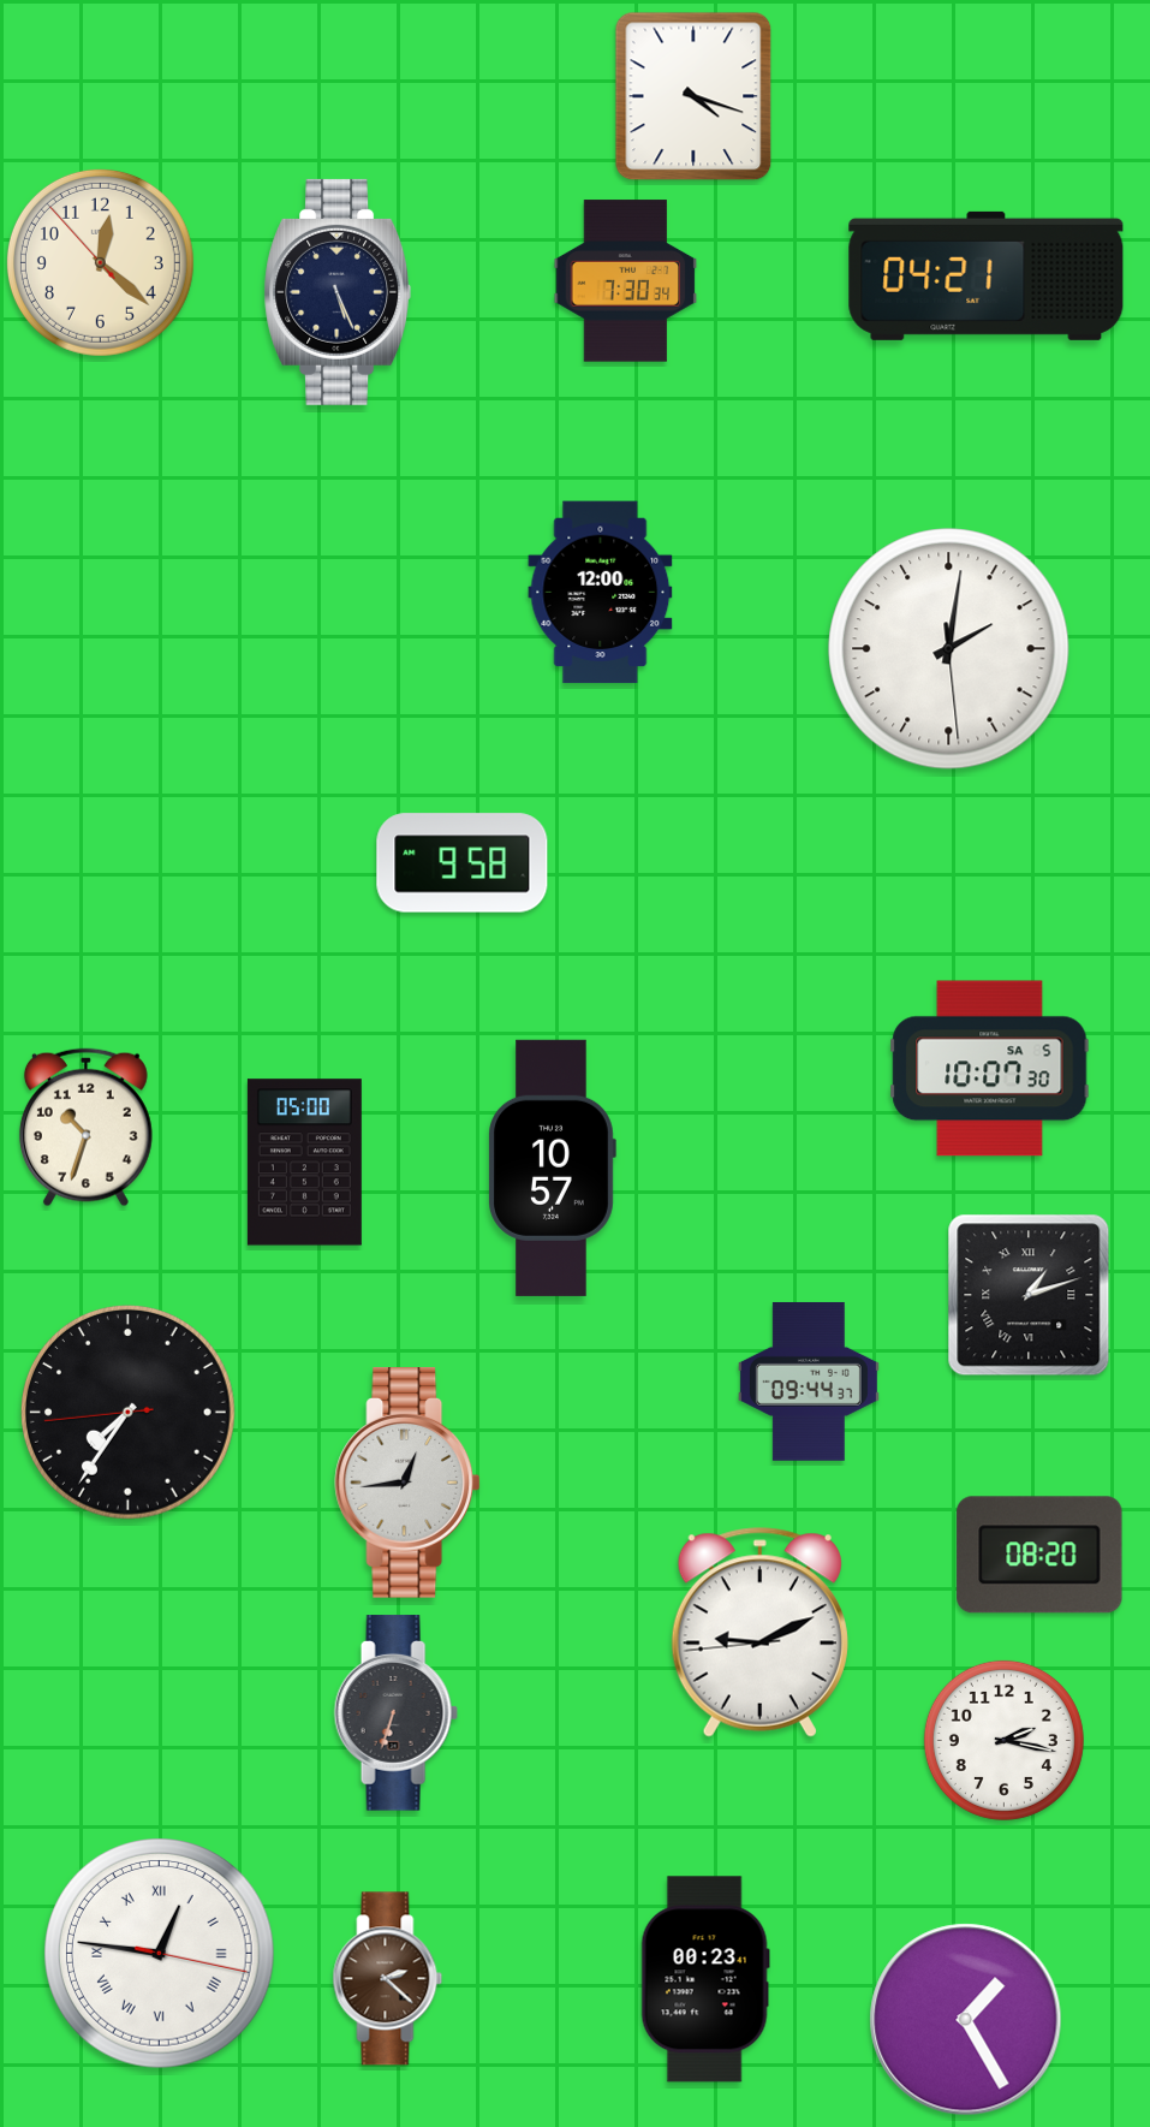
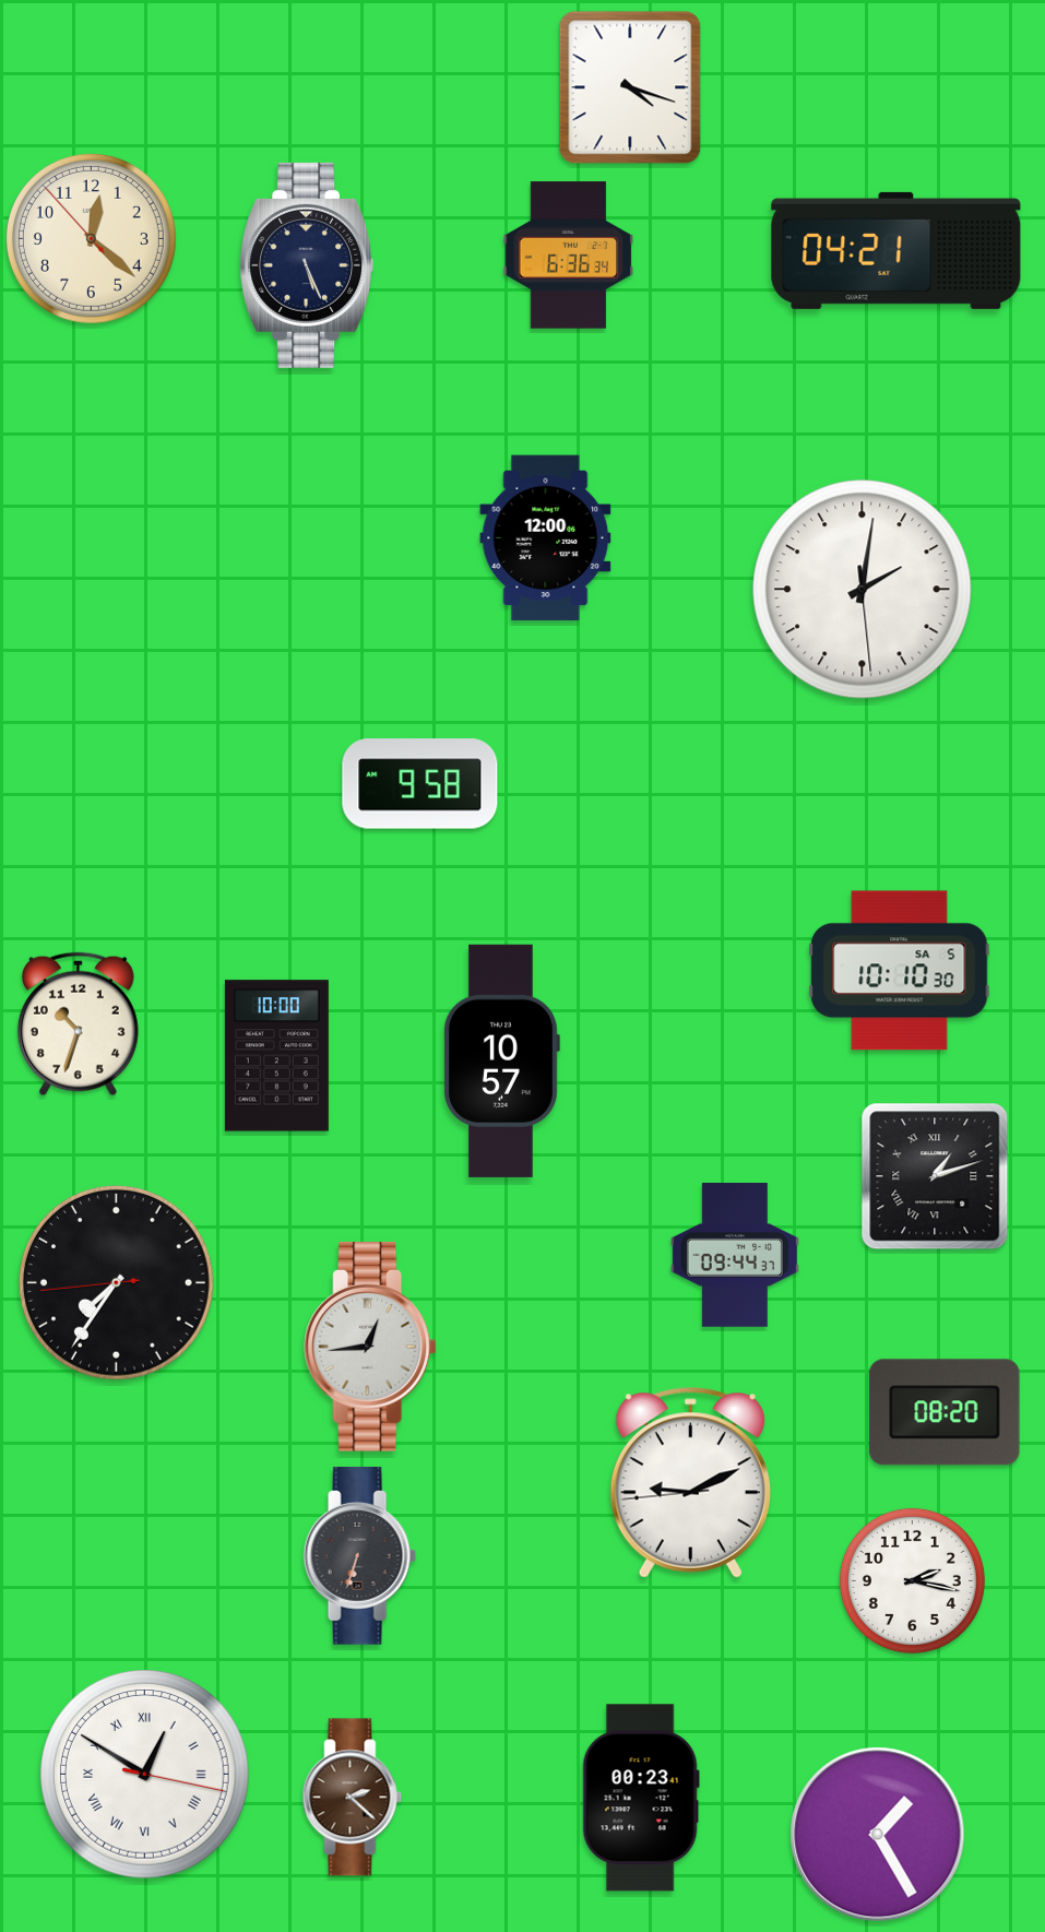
clock at (626, 281): 7:30 -> 6:36
clock at (990, 1069): 10:07 -> 10:10
clock at (304, 1163): 05:00 -> 10:00
clock at (160, 1954): 12:46 -> 12:50
